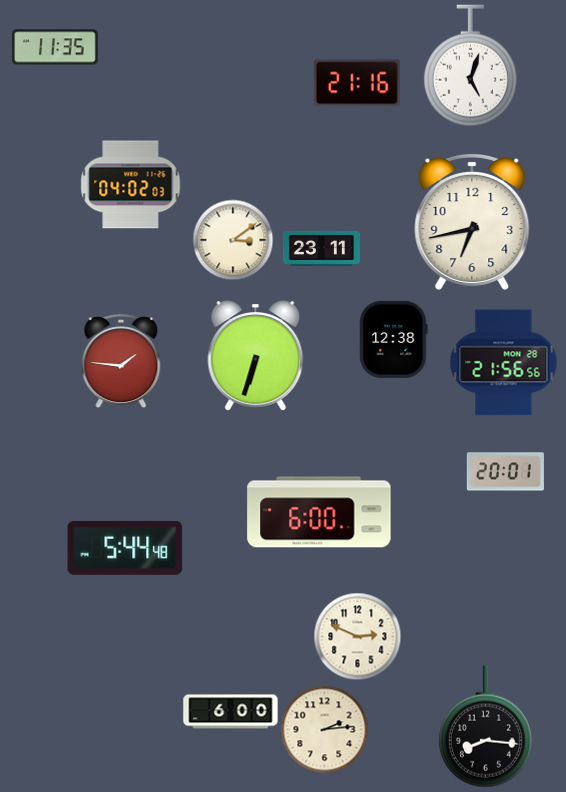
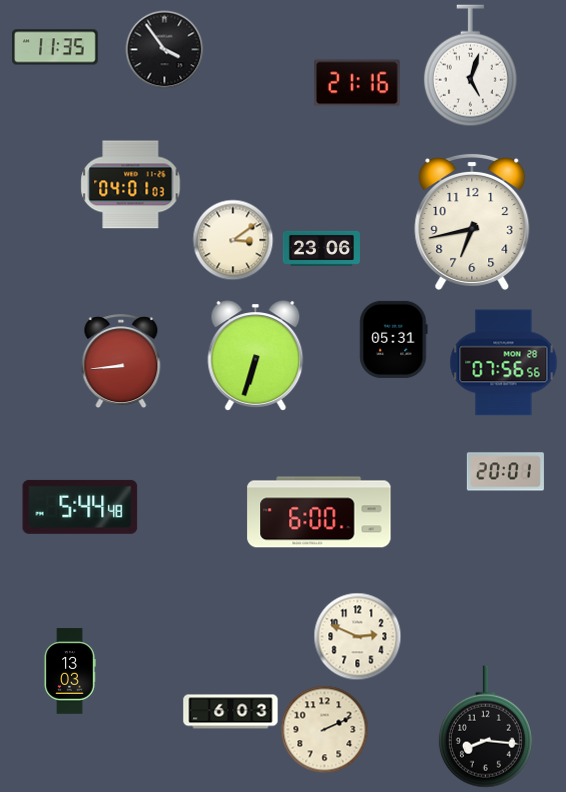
clock at (164, 49): none -> 3:54
clock at (131, 185): 04:02 -> 04:01
clock at (321, 248): 23:11 -> 23:06
clock at (394, 339): 12:38 -> 05:31
clock at (121, 361): 1:46 -> 8:44
clock at (504, 363): 21:56 -> 07:56
clock at (125, 548) position: (125, 548) -> (80, 507)
clock at (70, 671): none -> 13:03
clock at (231, 712): 6:00 -> 6:03
clock at (324, 729): 2:14 -> 2:11
